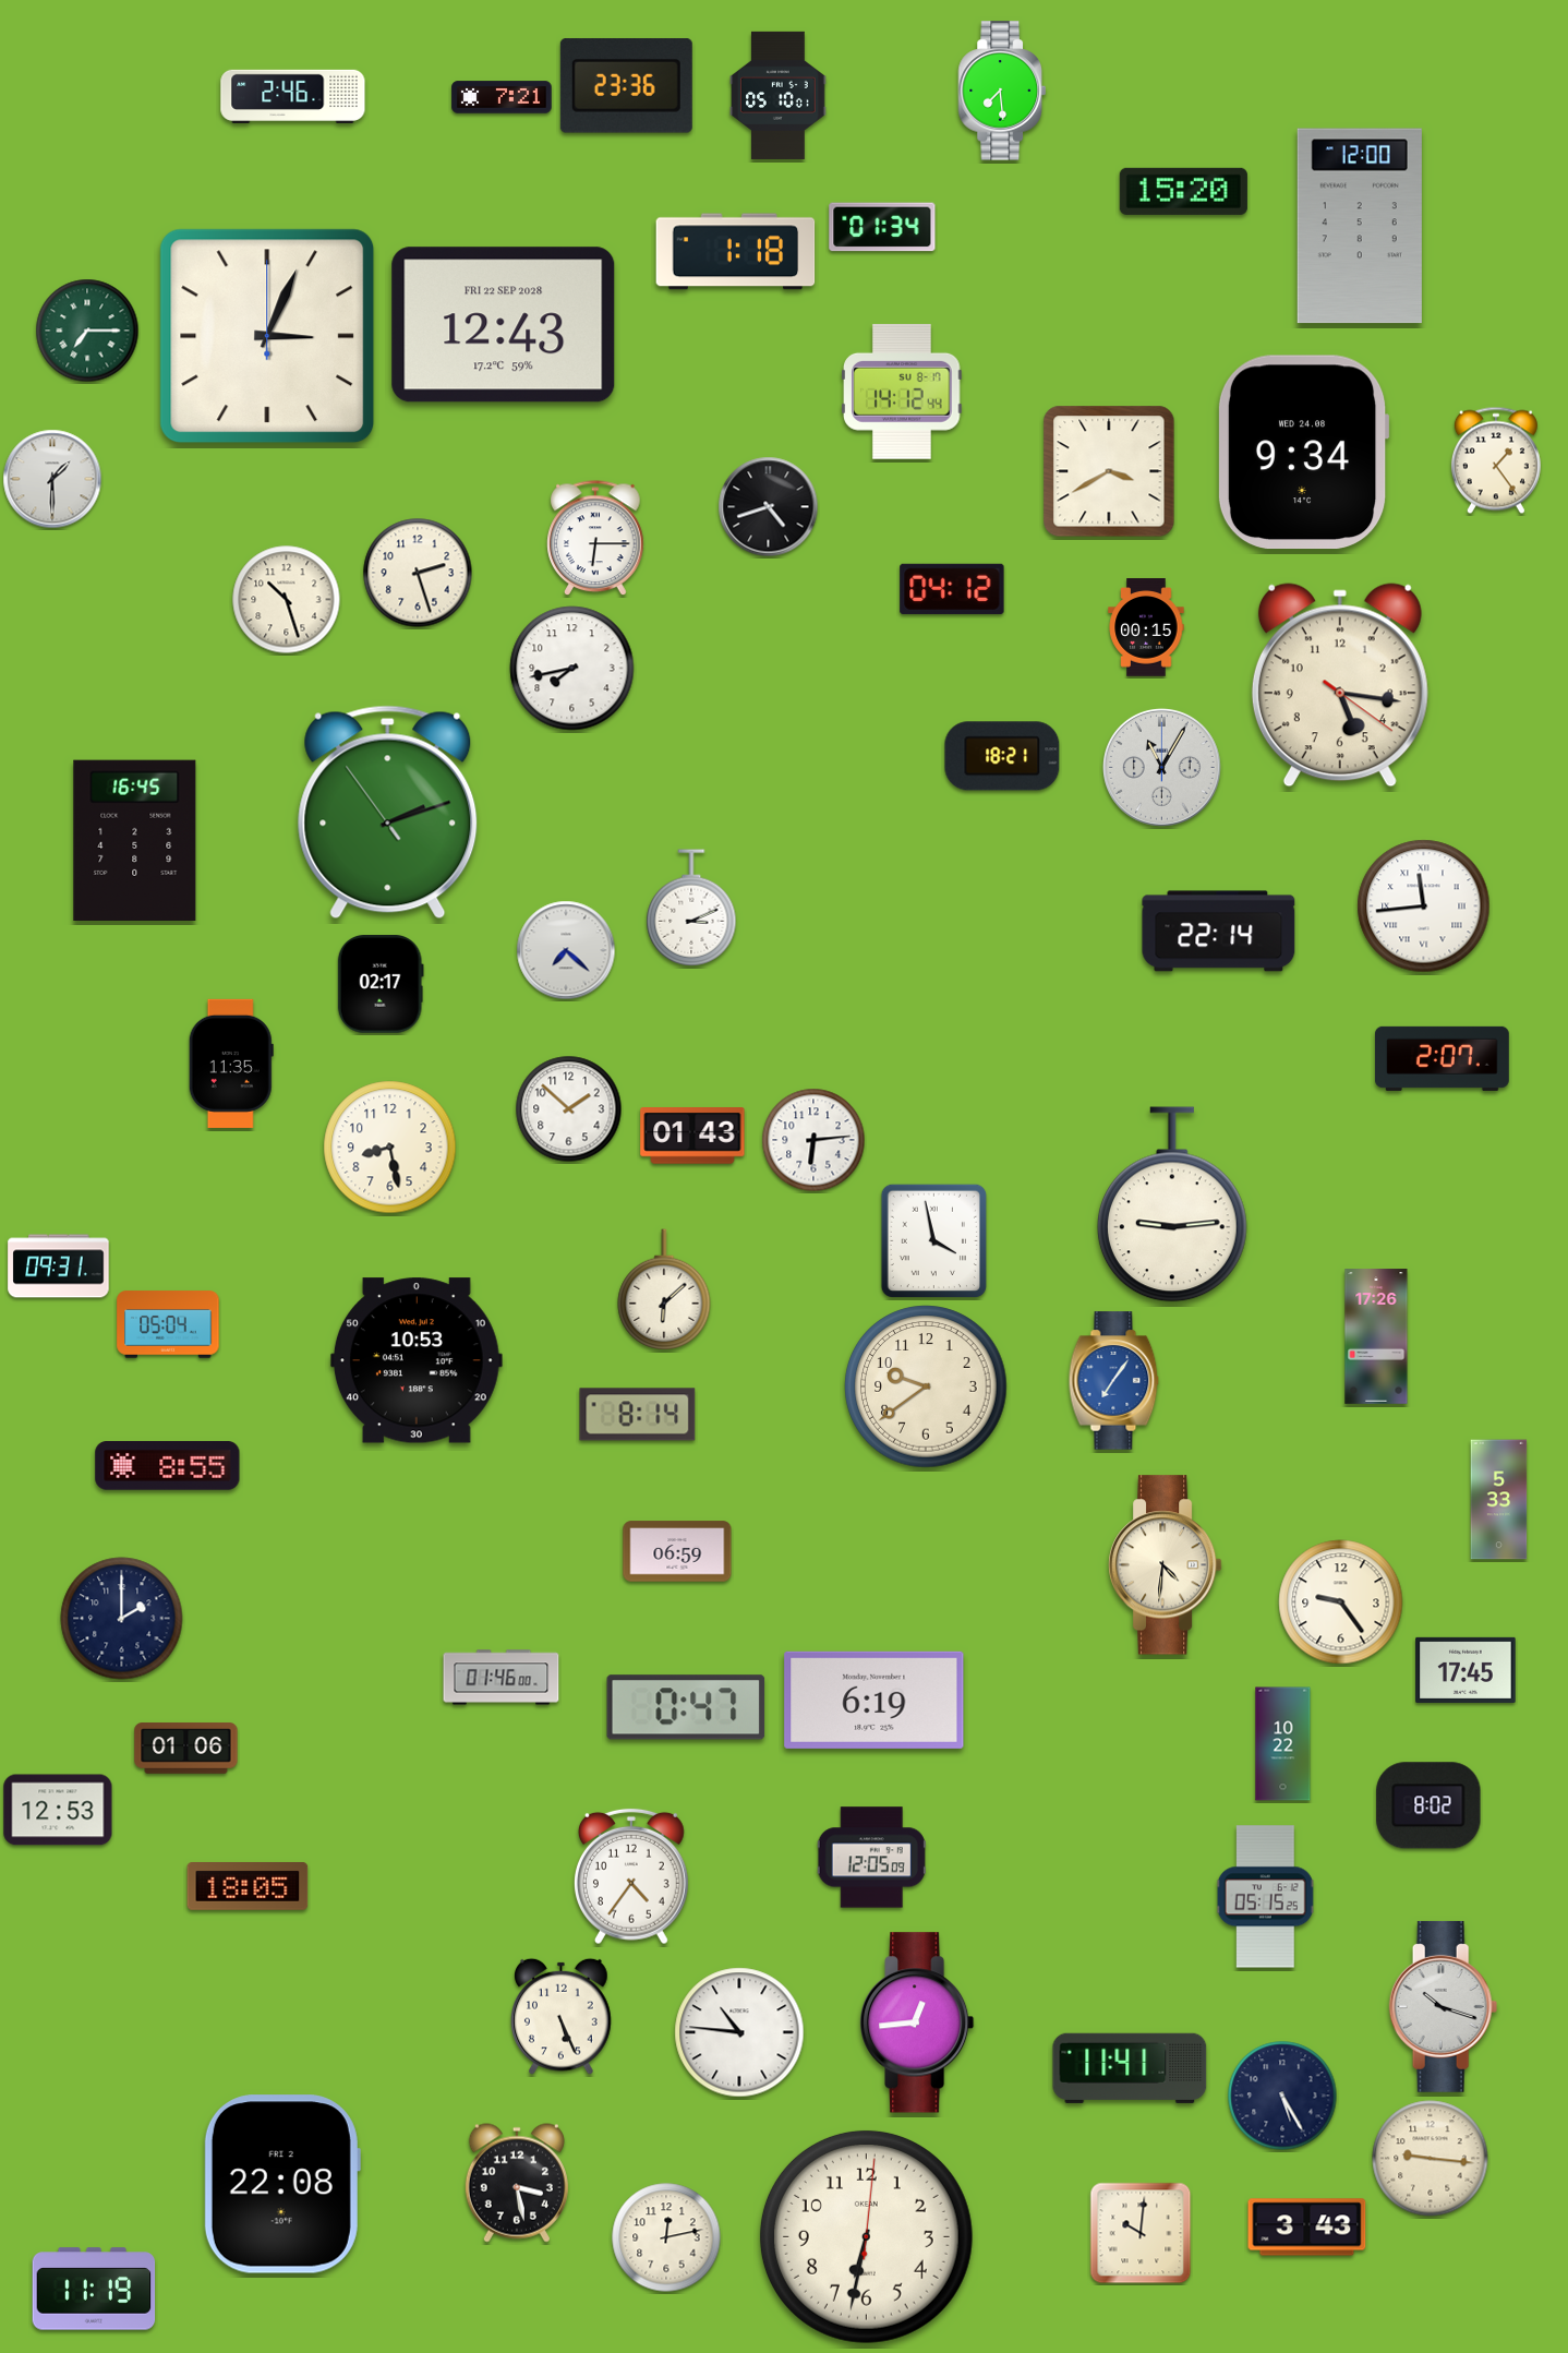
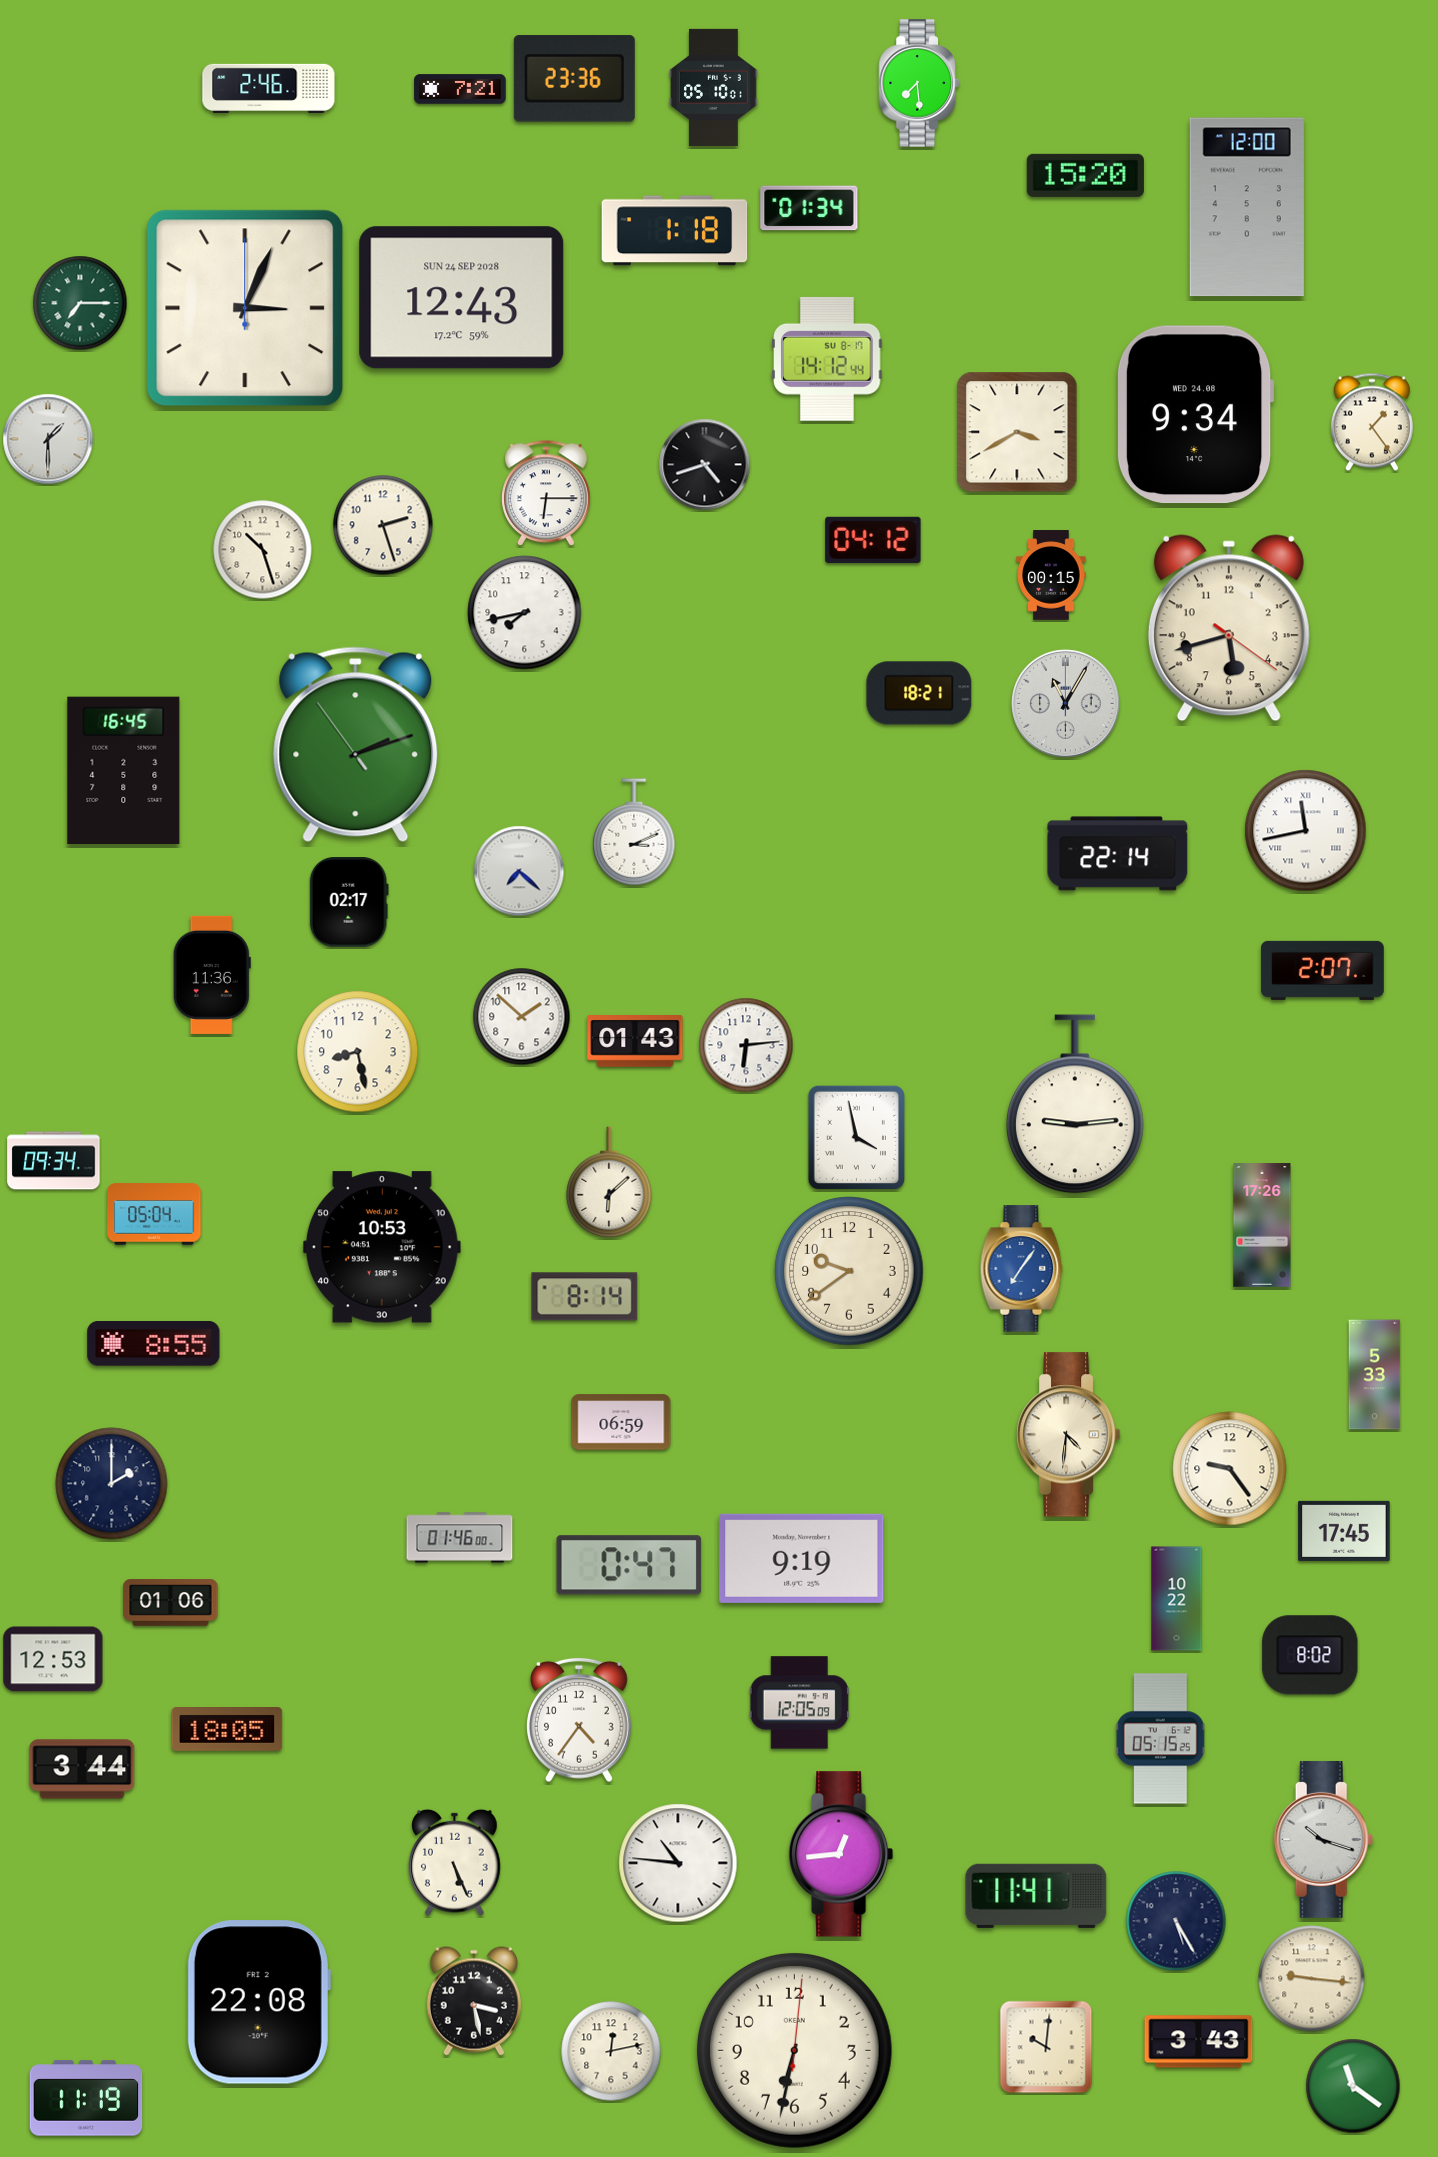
clock at (504, 325) date: FRI 22 SEP 2028 -> SUN 24 SEP 2028
clock at (1340, 685): 5:16 -> 5:42
clock at (1424, 907): 11:44 -> 11:43
clock at (231, 1064): 11:35 -> 11:36
clock at (59, 1266): 09:31 -> 09:34
clock at (1114, 1381) position: (1114, 1381) -> (1022, 1269)
clock at (875, 1700): 6:19 -> 9:19
clock at (82, 1769): none -> 3:44
clock at (562, 2016) position: (562, 2016) -> (455, 1862)
clock at (1353, 2086): none -> 11:21
